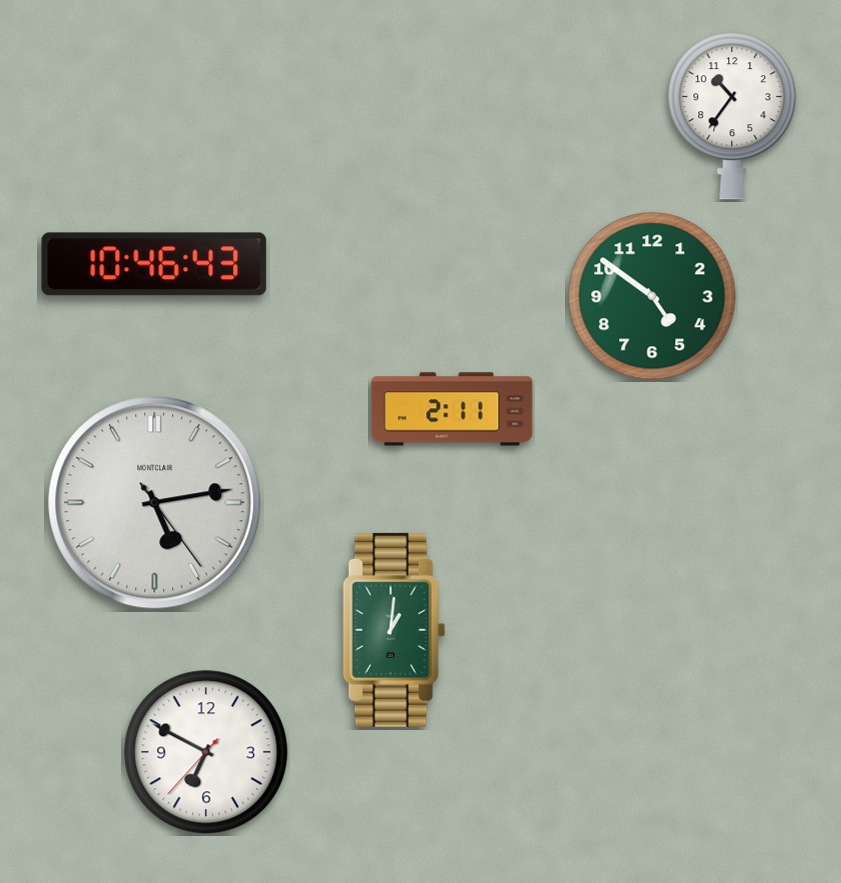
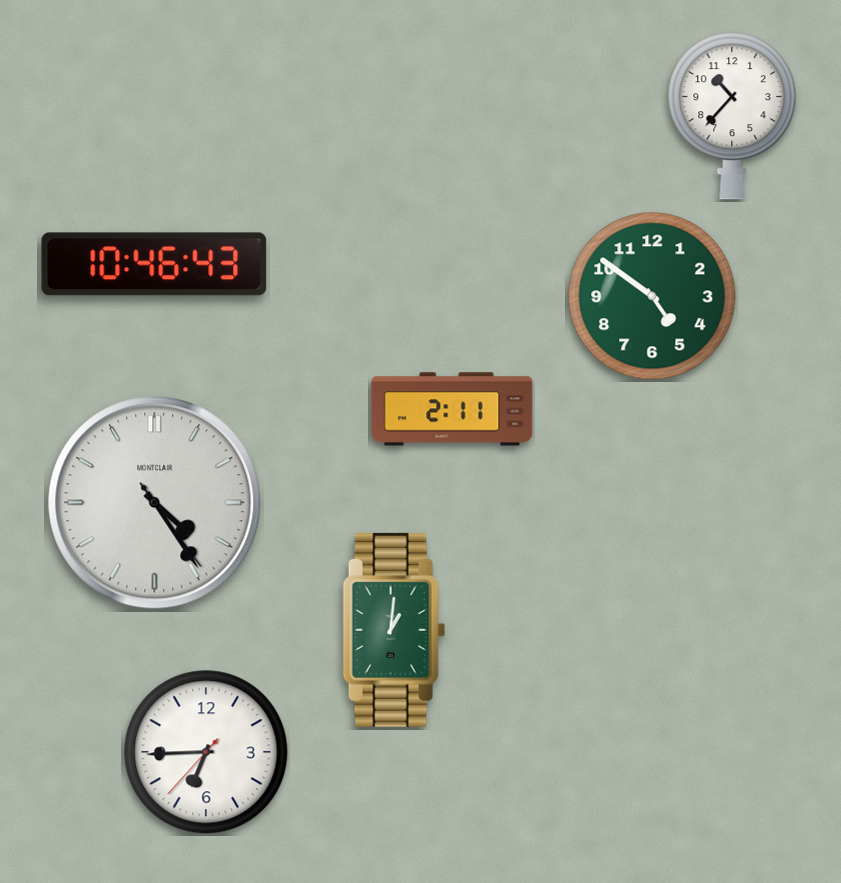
clock at (732, 116): 10:36 -> 10:37
clock at (155, 503): 5:13 -> 4:24
clock at (206, 752): 6:49 -> 6:44
